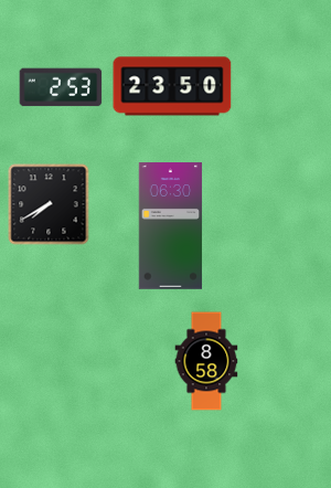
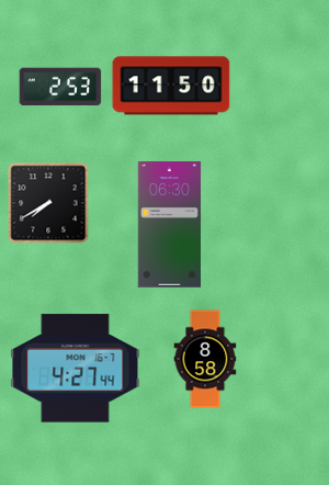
clock at (172, 86): 23:50 -> 11:50
clock at (76, 369): none -> 4:27
